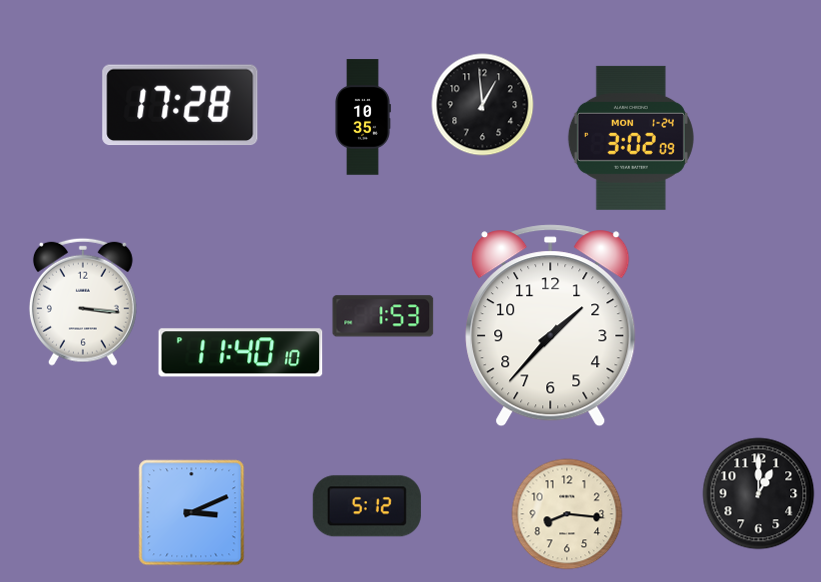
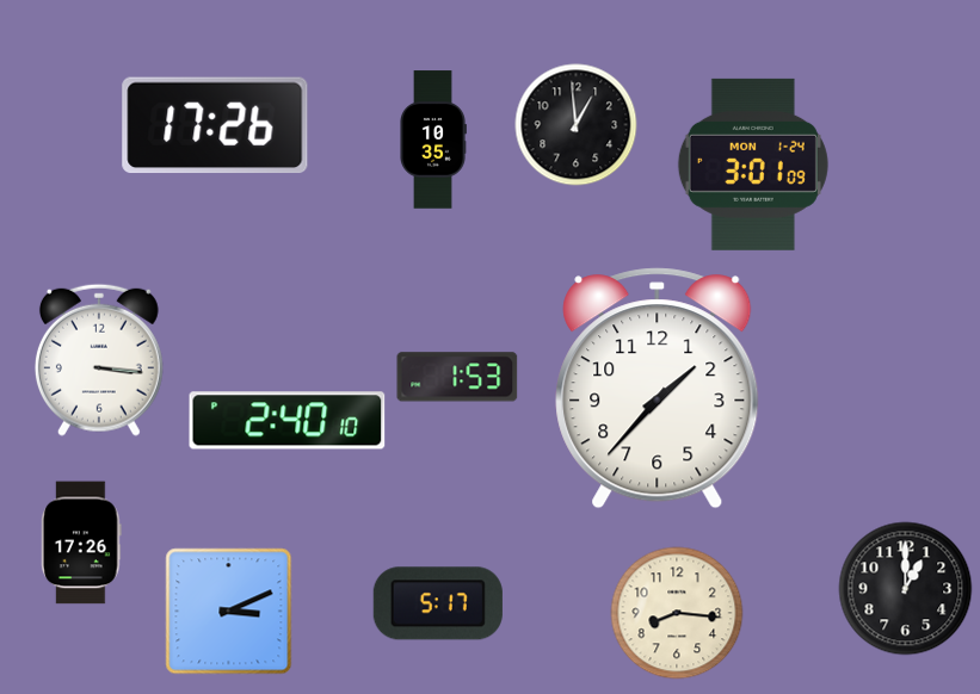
clock at (180, 105): 17:28 -> 17:26
clock at (631, 138): 3:02 -> 3:01
clock at (241, 353): 11:40 -> 2:40
clock at (82, 543): none -> 17:26
clock at (367, 506): 5:12 -> 5:17
